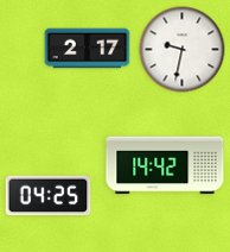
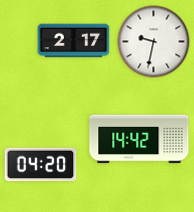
clock at (49, 196): 04:25 -> 04:20
